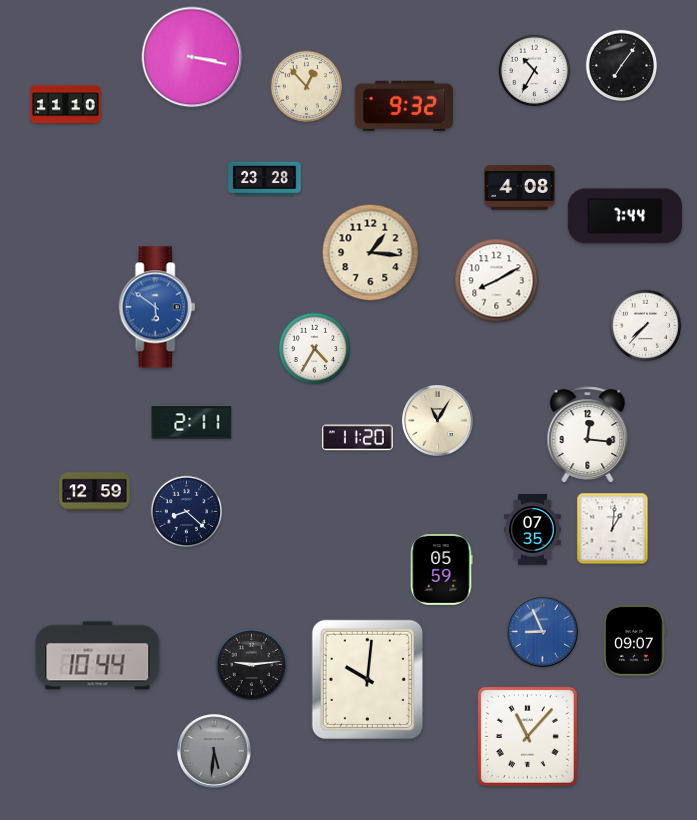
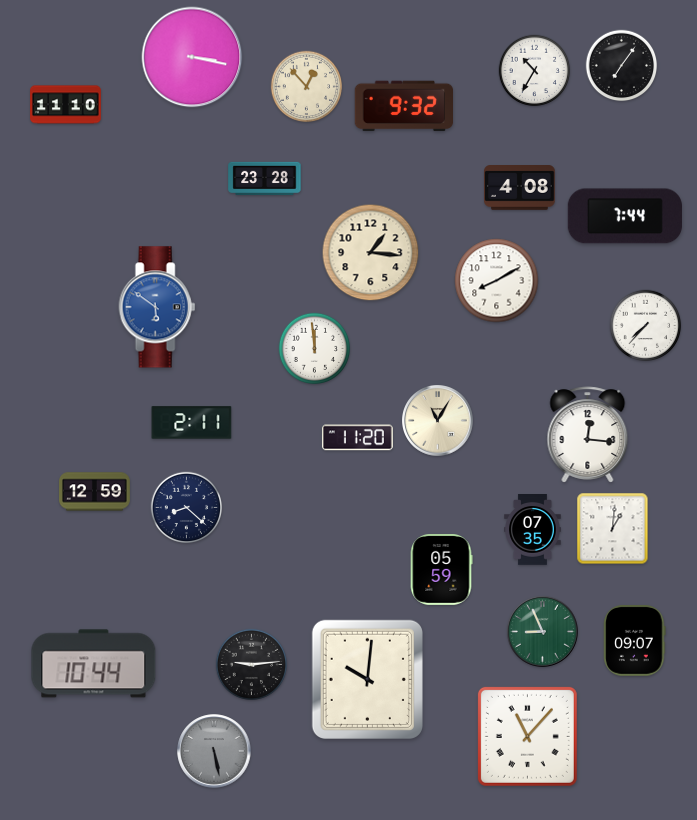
clock at (315, 349): 4:35 -> 11:59
clock at (187, 512) position: (187, 512) -> (187, 508)
clock at (543, 632) dial: blue -> green
clock at (98, 656) position: (98, 656) -> (94, 664)
clock at (214, 751): 5:31 -> 5:28
